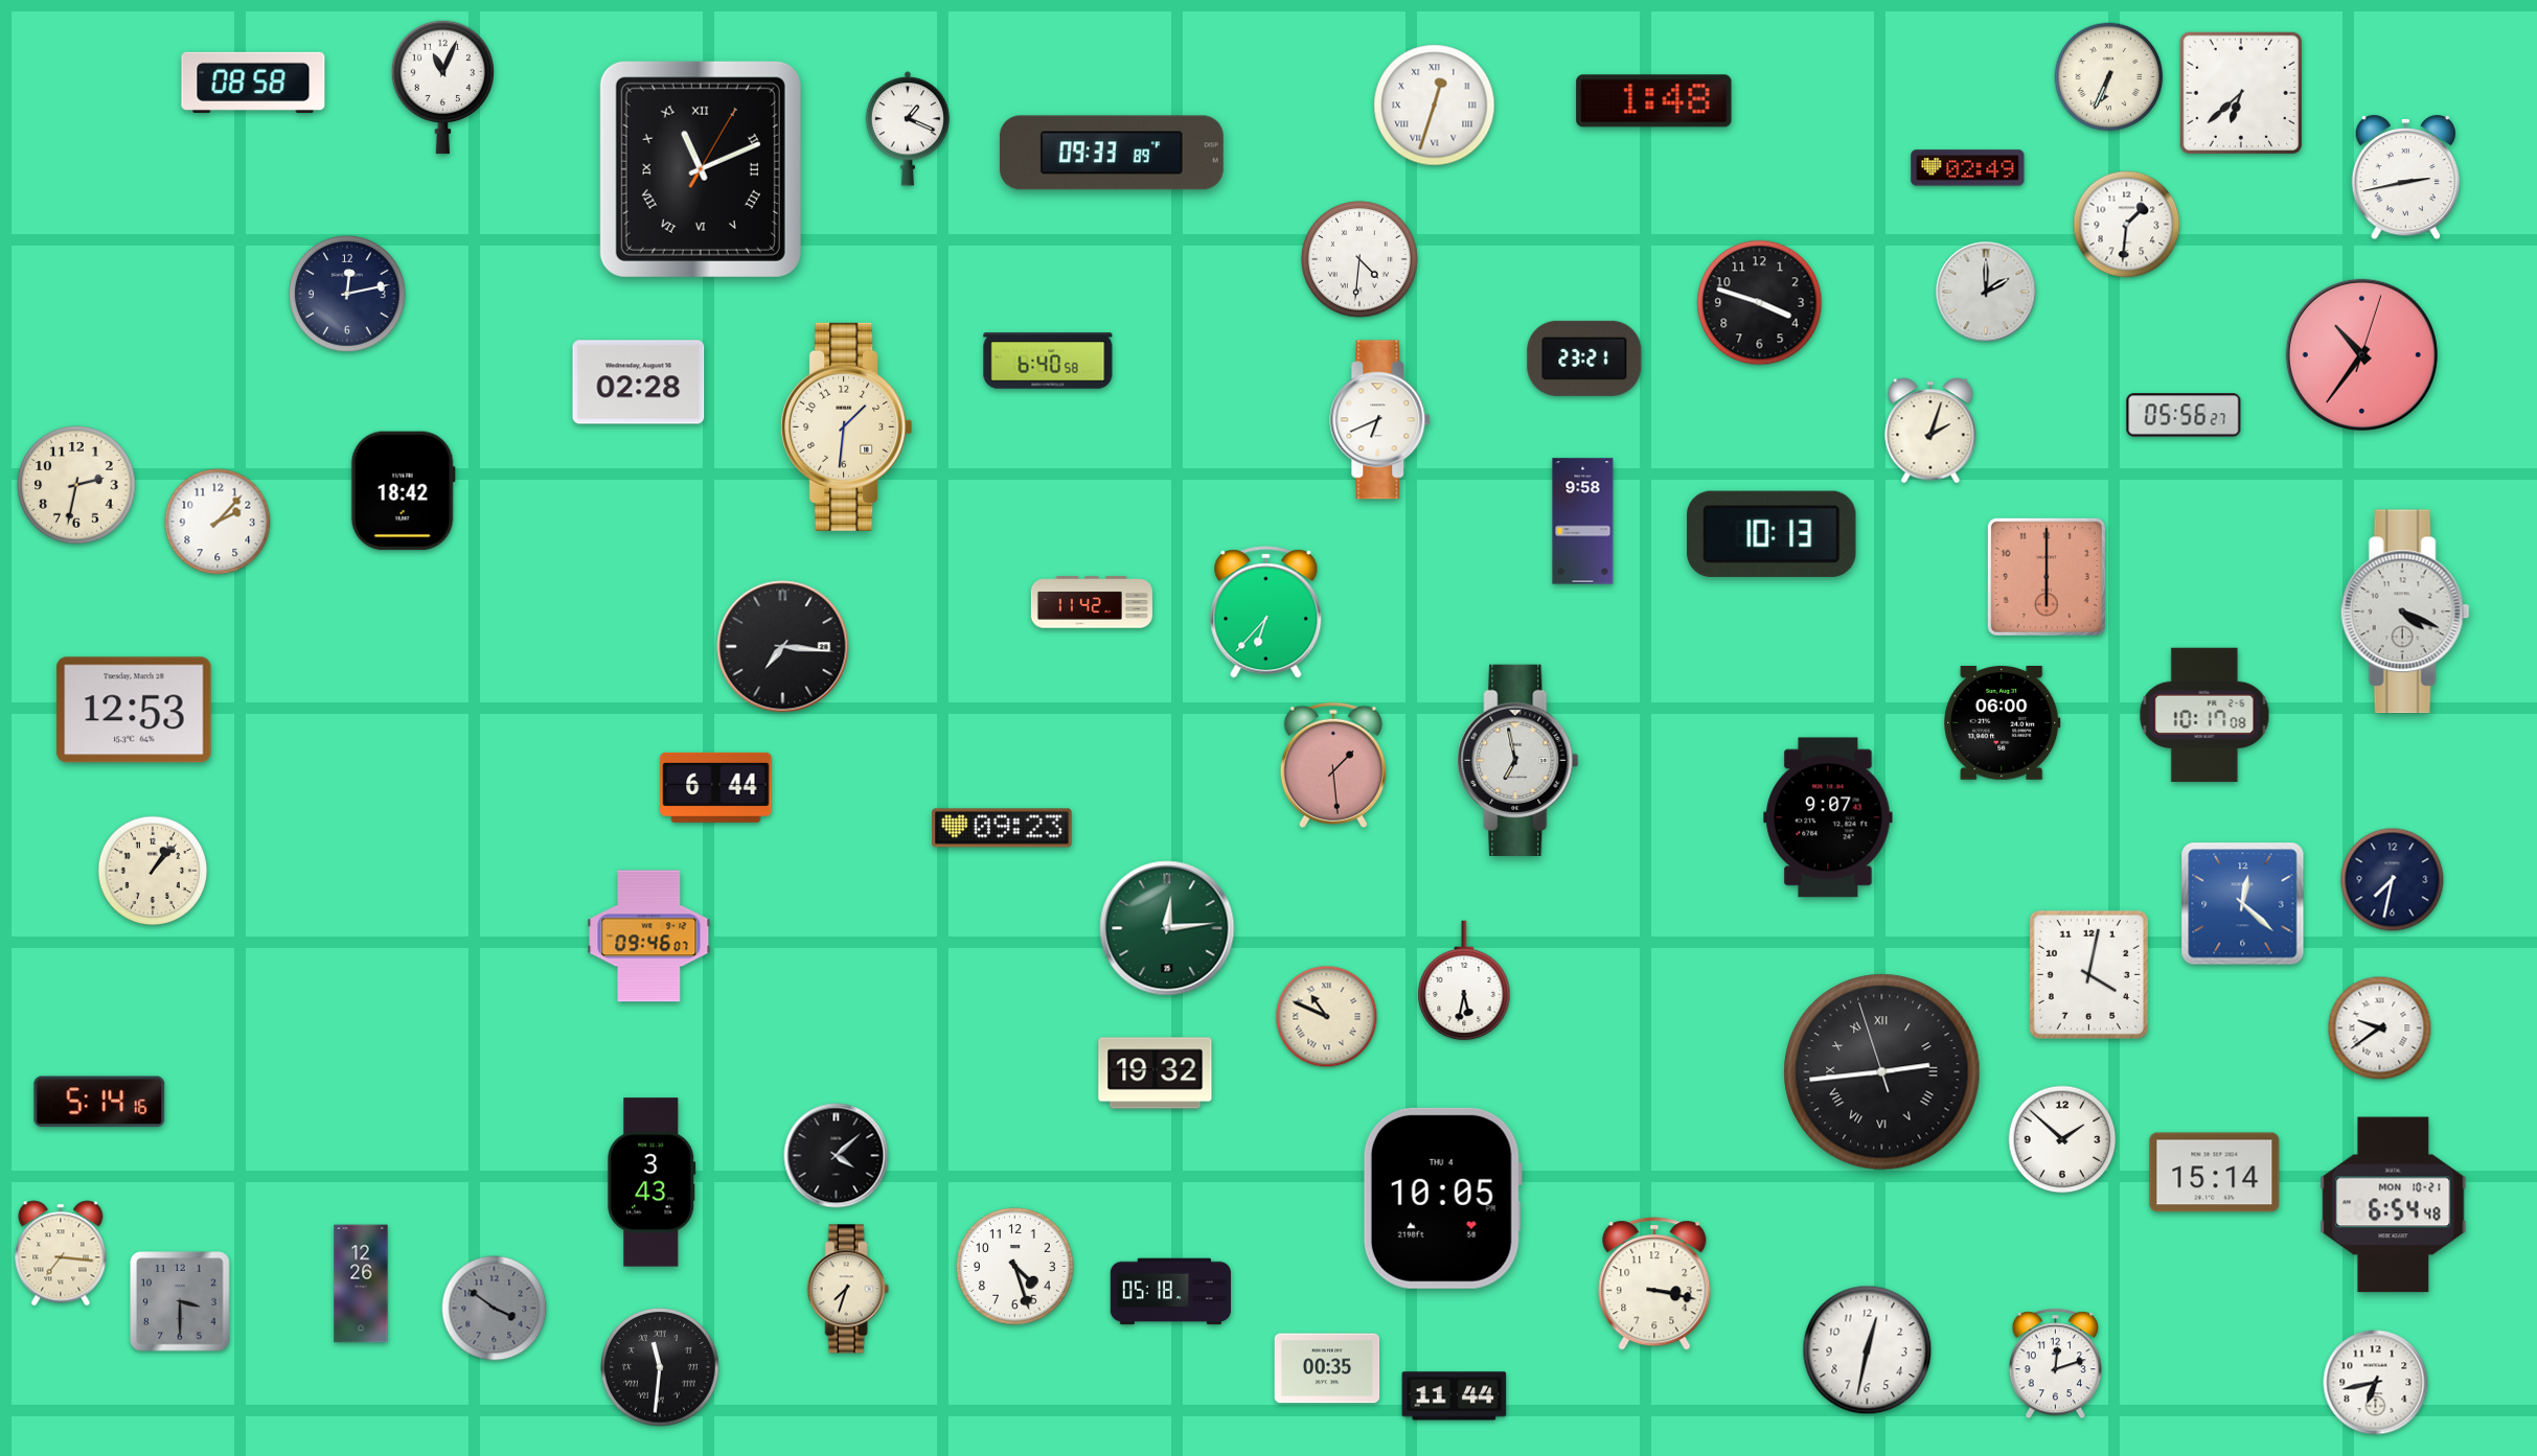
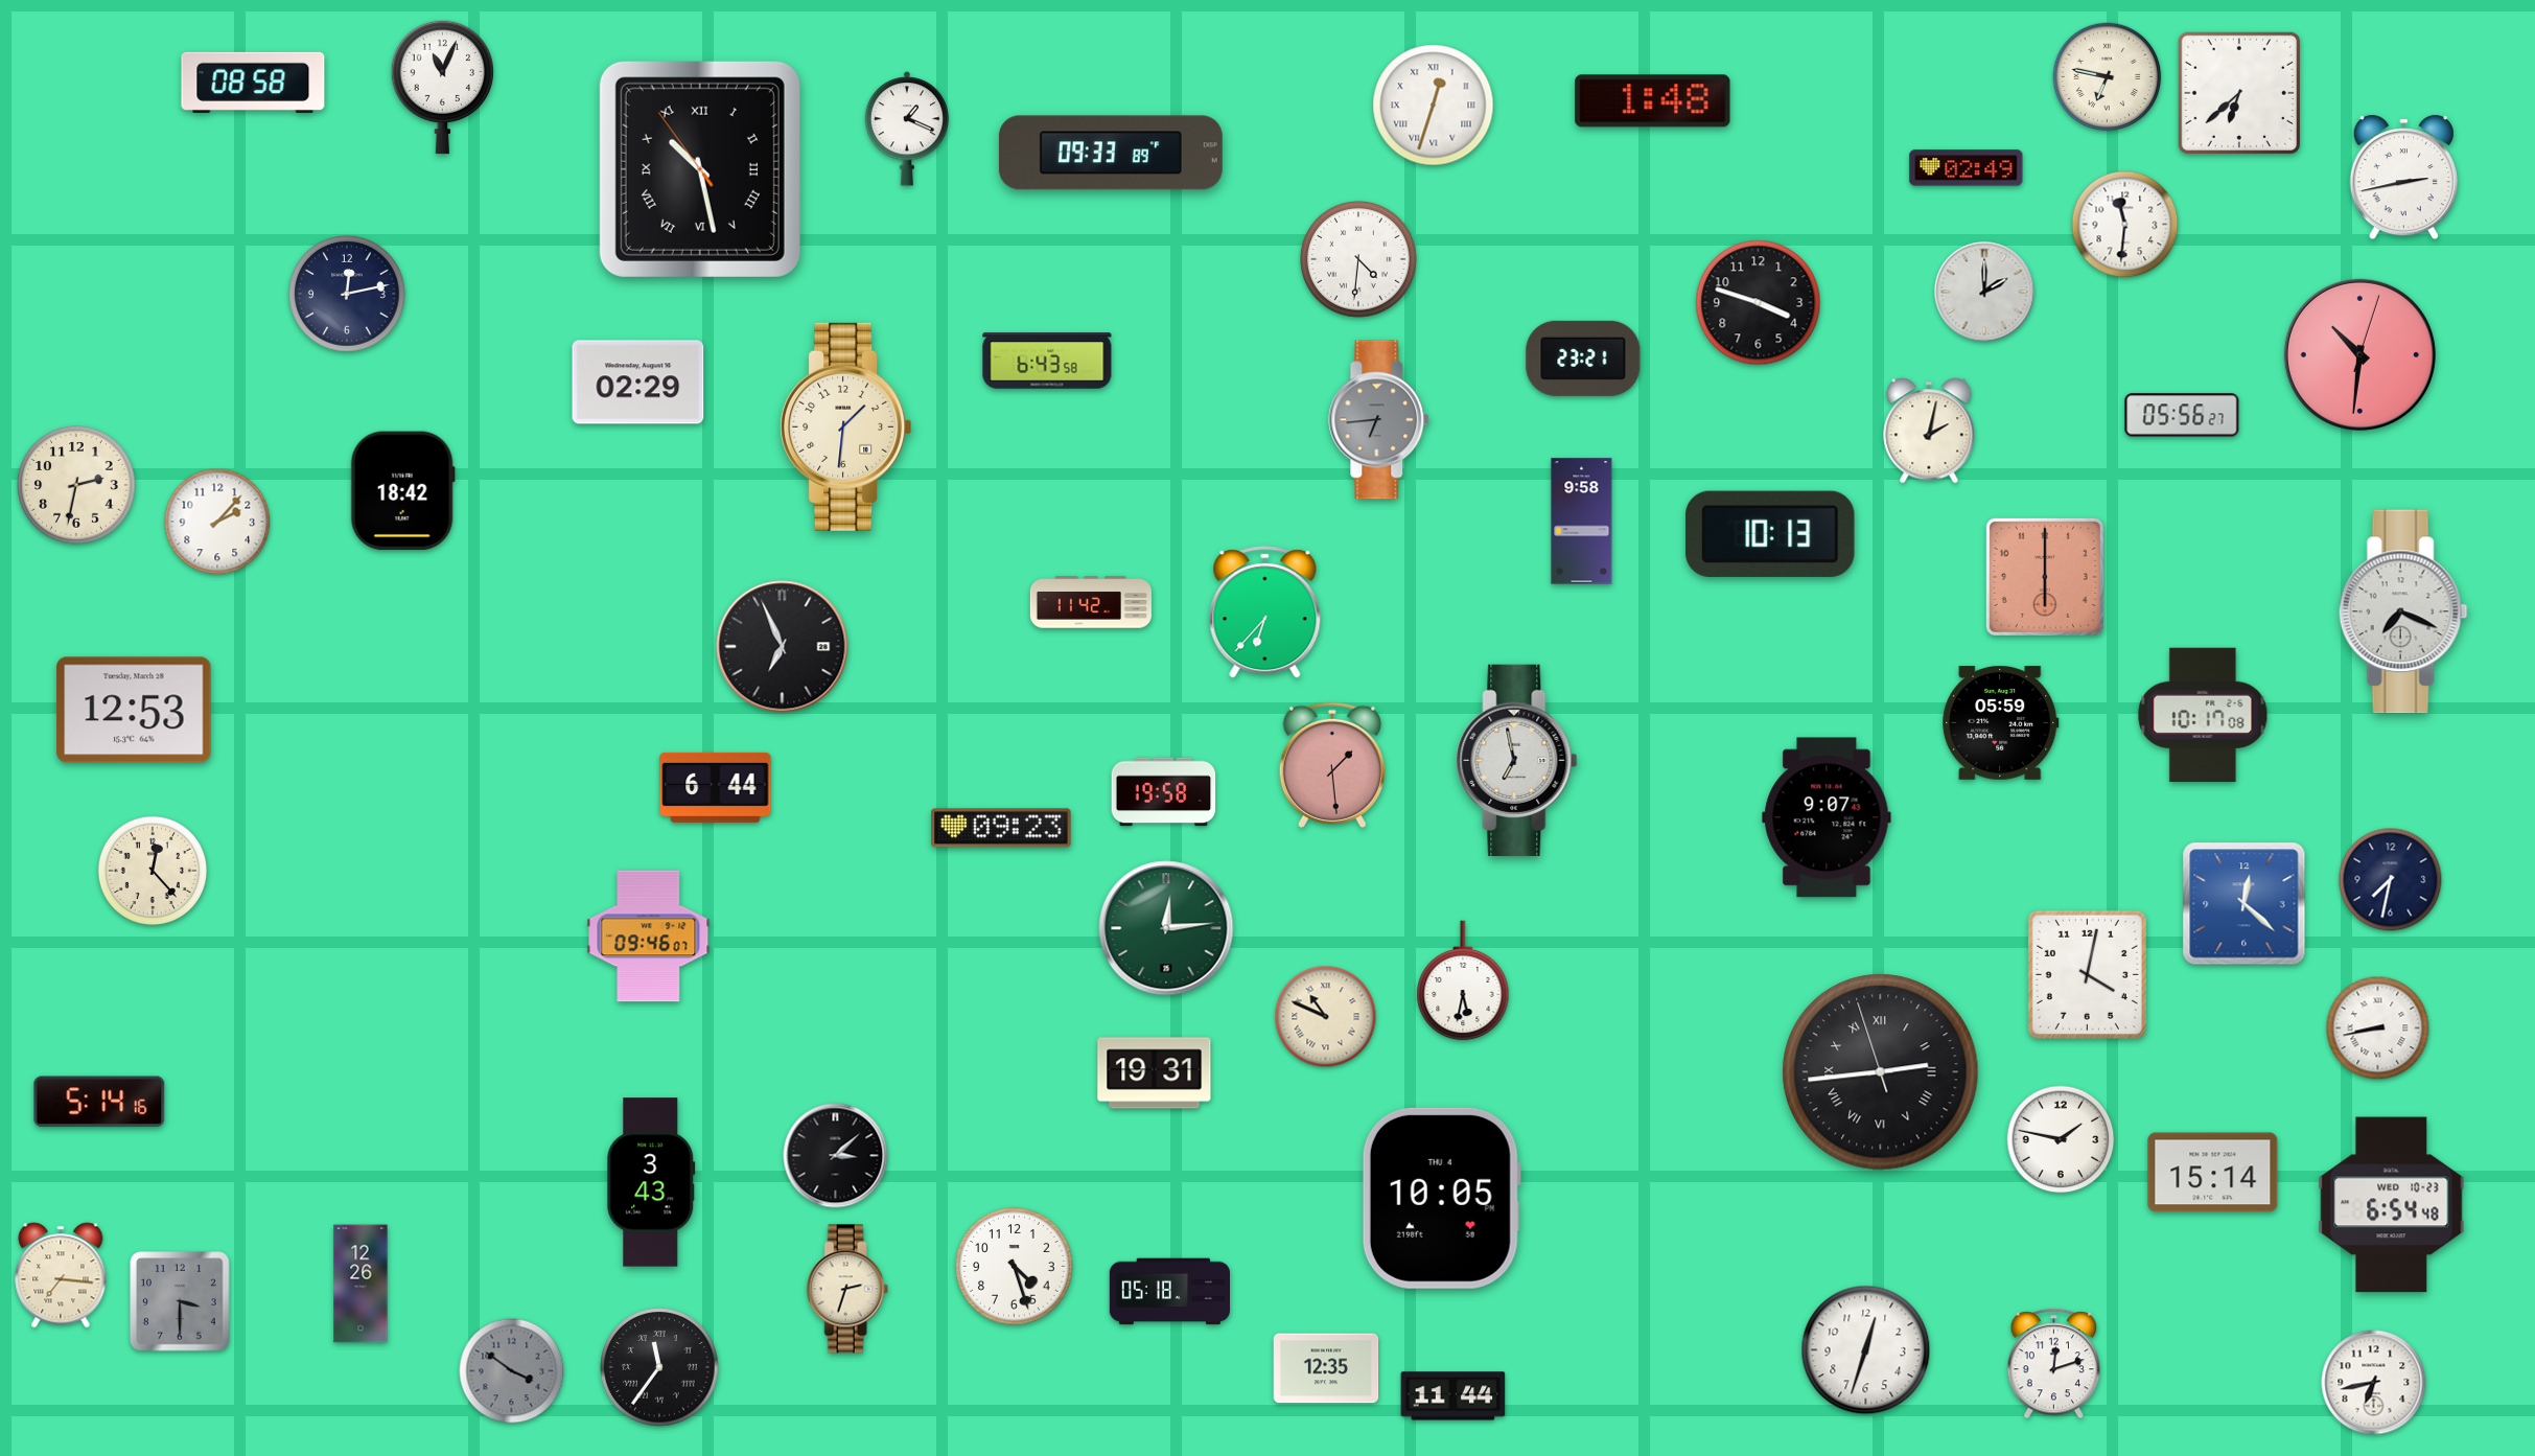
clock at (2109, 77): 6:34 -> 6:47
clock at (701, 169): 11:11 -> 10:27
clock at (2127, 225): 1:31 -> 11:31
clock at (2361, 354): 10:36 -> 10:31
clock at (1048, 361): 6:40 -> 6:43
clock at (639, 383): 02:28 -> 02:29
clock at (1380, 420): 6:41 -> 6:44
clock at (1380, 420) dial: white -> grey
clock at (1930, 431): 2:03 -> 2:02
clock at (2405, 611): 4:19 -> 7:19
clock at (783, 647): 7:16 -> 6:56
clock at (2003, 723): 06:00 -> 05:59
clock at (1164, 792): none -> 19:58
clock at (153, 871): 1:07 -> 12:23
clock at (2243, 904) position: (2243, 904) -> (2245, 904)
clock at (2380, 1029): 9:39 -> 8:43
clock at (1156, 1073): 19:32 -> 19:31
clock at (2062, 1139): 1:52 -> 1:47
clock at (837, 1156): 4:08 -> 3:08
clock at (2394, 1205) date: MON 10-21 -> WED 10-23
clock at (61, 1253) position: (61, 1253) -> (61, 1275)
clock at (1654, 1284): 3:17 -> none
clock at (848, 1289): 7:33 -> 2:33
clock at (495, 1309) position: (495, 1309) -> (512, 1371)
clock at (1868, 1350): 12:32 -> 12:33
clock at (660, 1367): 11:31 -> 11:36
clock at (1327, 1368): 00:35 -> 12:35
